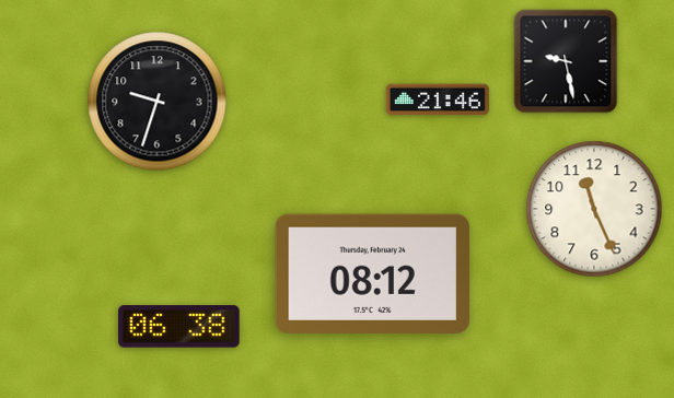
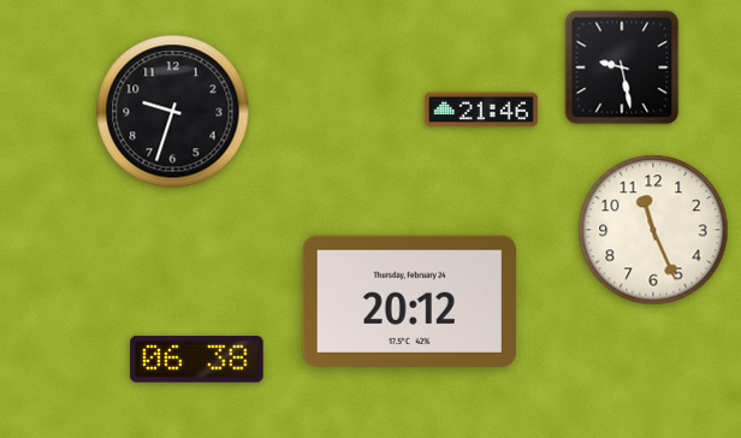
clock at (372, 273): 08:12 -> 20:12
